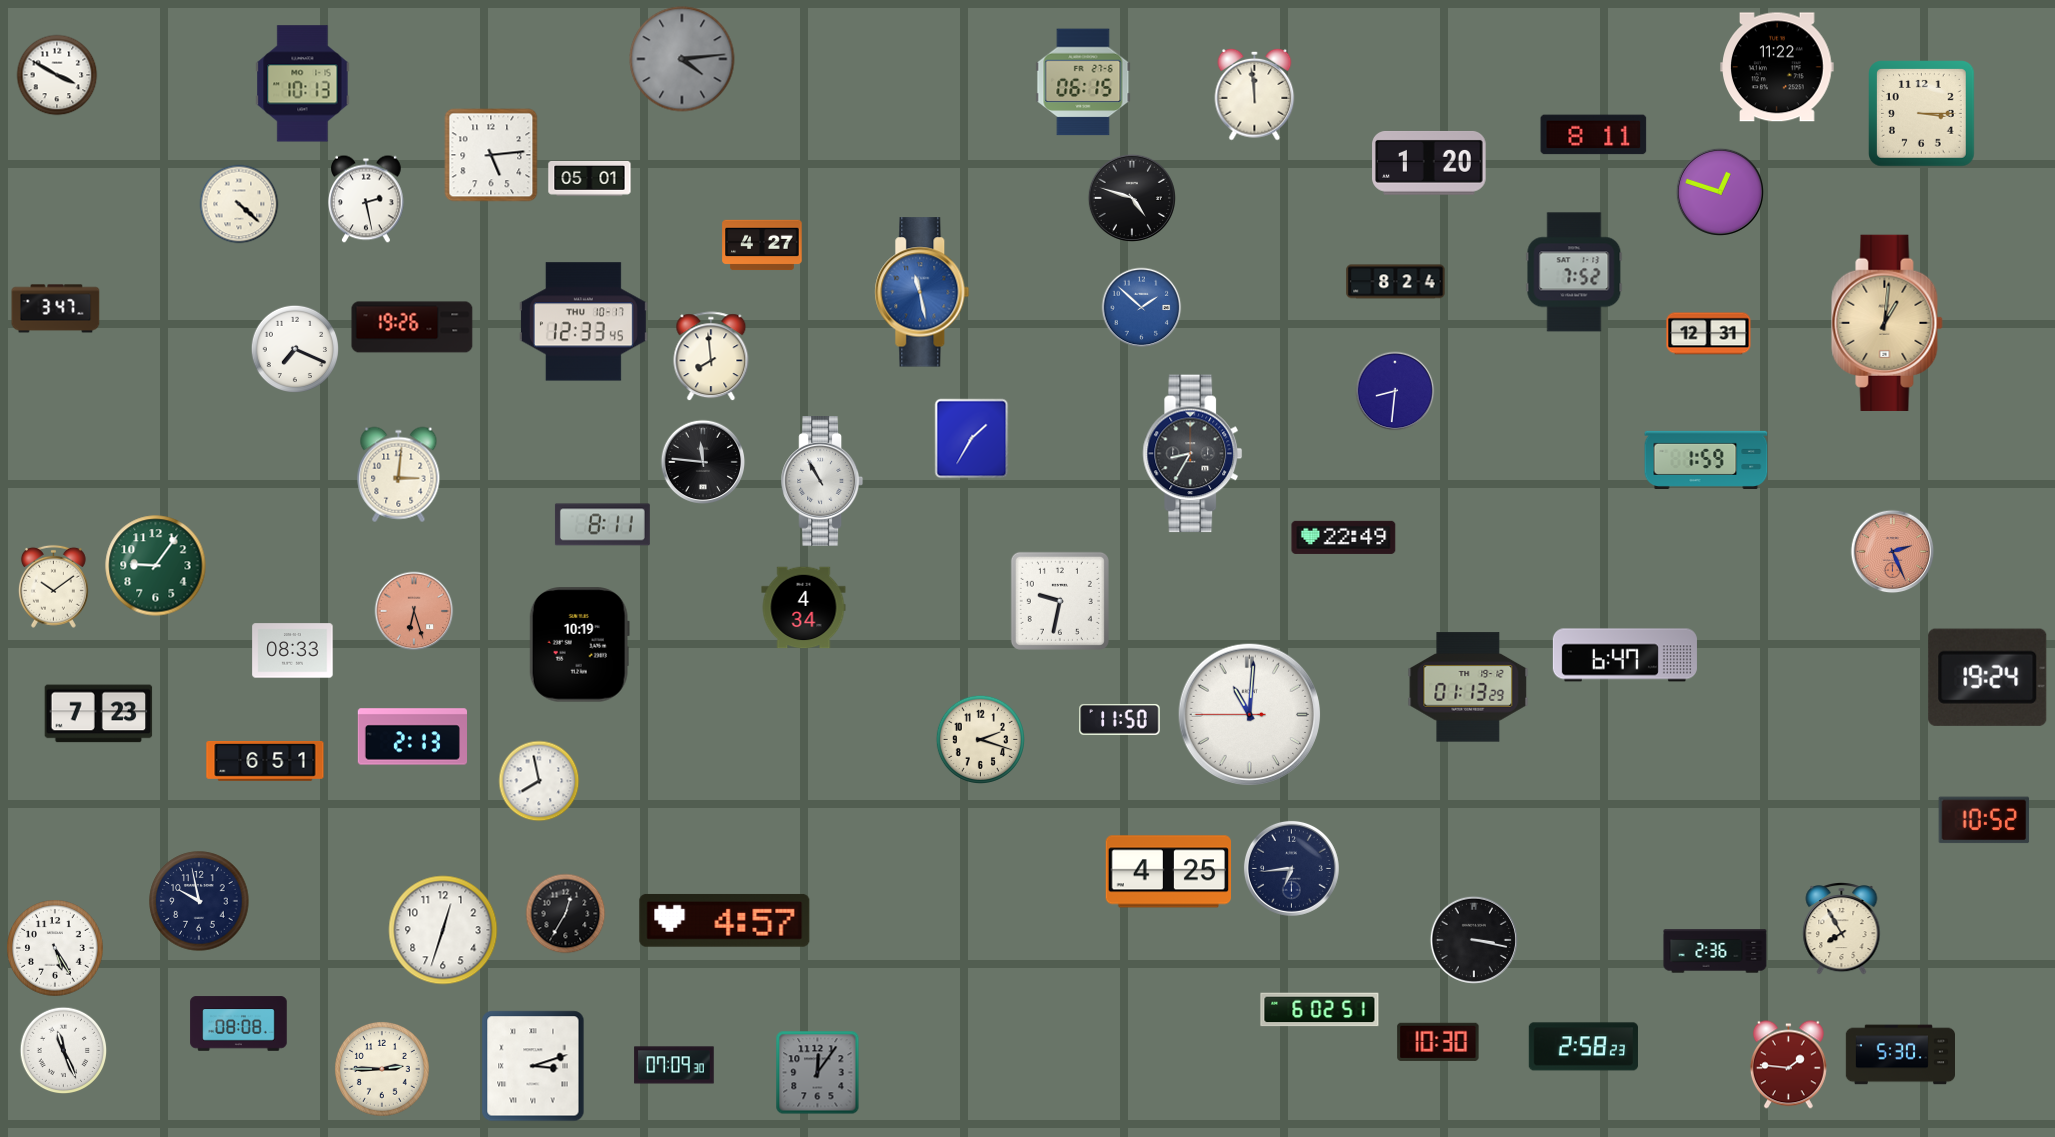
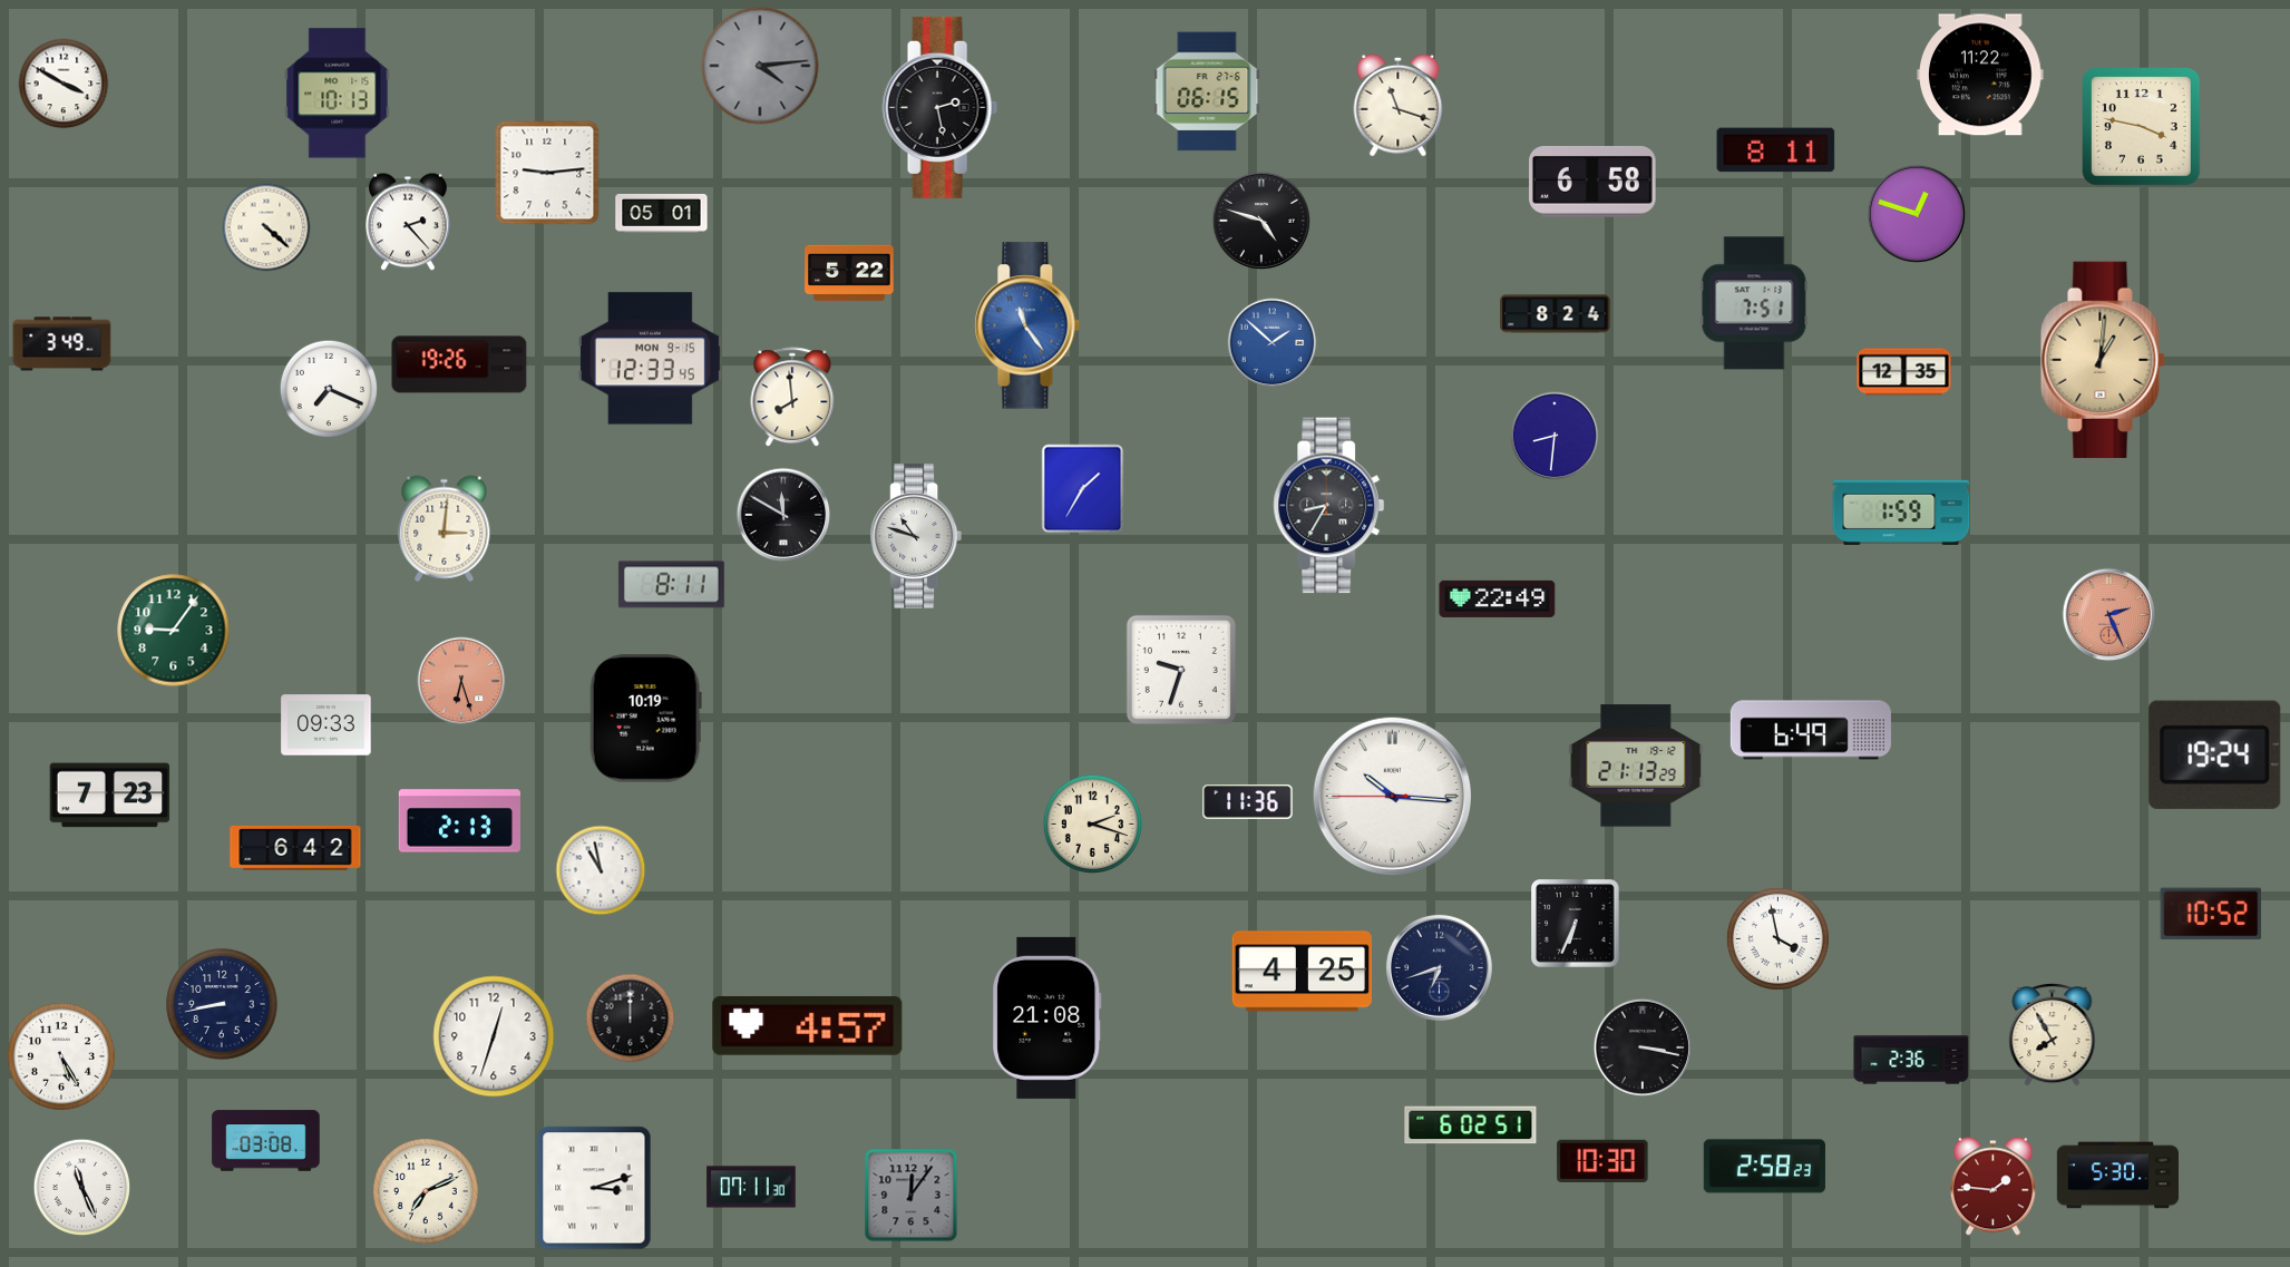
clock at (1255, 94): 11:59 -> 11:18
clock at (939, 107): none -> 2:28
clock at (1922, 114): 3:15 -> 3:47
clock at (491, 155): 5:14 -> 9:14
clock at (1429, 163): 1:20 -> 6:58
clock at (590, 178) position: (590, 178) -> (662, 213)
clock at (367, 199): 2:28 -> 2:23
clock at (762, 245): 4:27 -> 5:22
clock at (1574, 272): 7:52 -> 7:51
clock at (922, 292): 11:28 -> 11:24
clock at (56, 309): 3:47 -> 3:49
clock at (583, 322) date: THU 10-17 -> MON 9-15
clock at (1709, 334): 12:31 -> 12:35
clock at (703, 462): 11:46 -> 11:50
clock at (822, 482): 10:55 -> 10:48
clock at (53, 586): 10:09 -> none
clock at (1060, 601): 9:32 -> 9:33
clock at (804, 608): 4:34 -> none
clock at (293, 651): 08:33 -> 09:33
clock at (1625, 655): 6:47 -> 6:49
clock at (1468, 687): 01:13 -> 21:13
clock at (1250, 715): 11:00 -> 10:15
clock at (1120, 719): 11:50 -> 11:36
clock at (265, 761): 6:51 -> 6:42
clock at (539, 781): 7:58 -> 10:58
clock at (1576, 924): none -> 6:34
clock at (1777, 938): none -> 3:58
clock at (1291, 868): 6:44 -> 6:42
clock at (199, 901): 9:58 -> 8:43
clock at (1047, 1017): none -> 21:08
clock at (566, 914): 12:35 -> 12:00
clock at (239, 1024): 08:08 -> 03:08
clock at (64, 1051) position: (64, 1051) -> (82, 1188)
clock at (674, 1065): 07:09 -> 07:11
clock at (383, 1070): 2:45 -> 7:11
